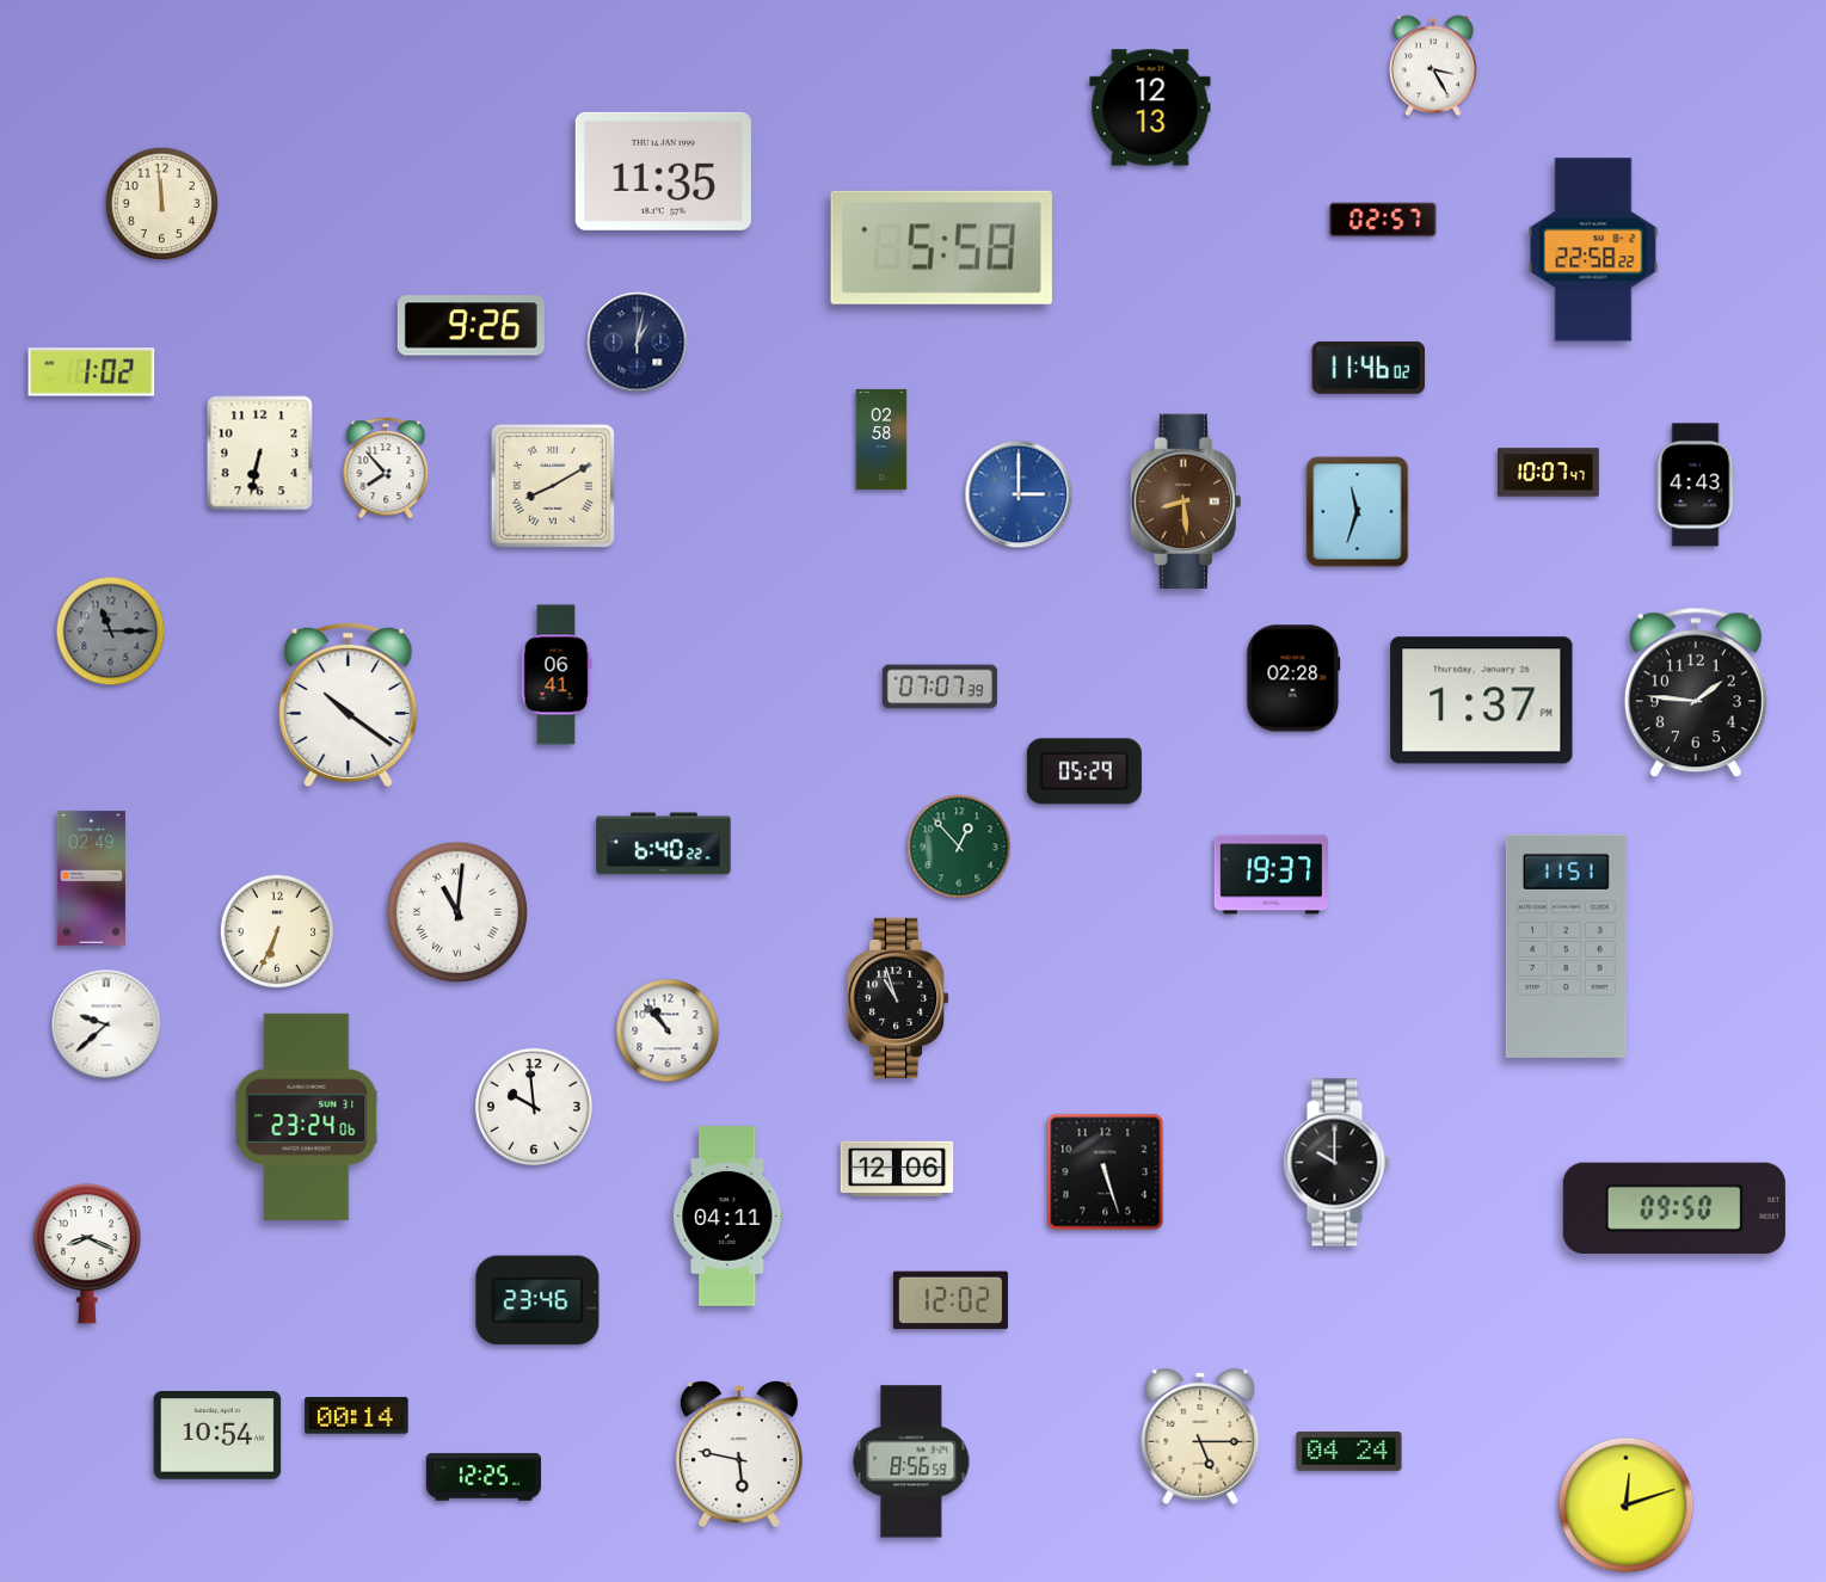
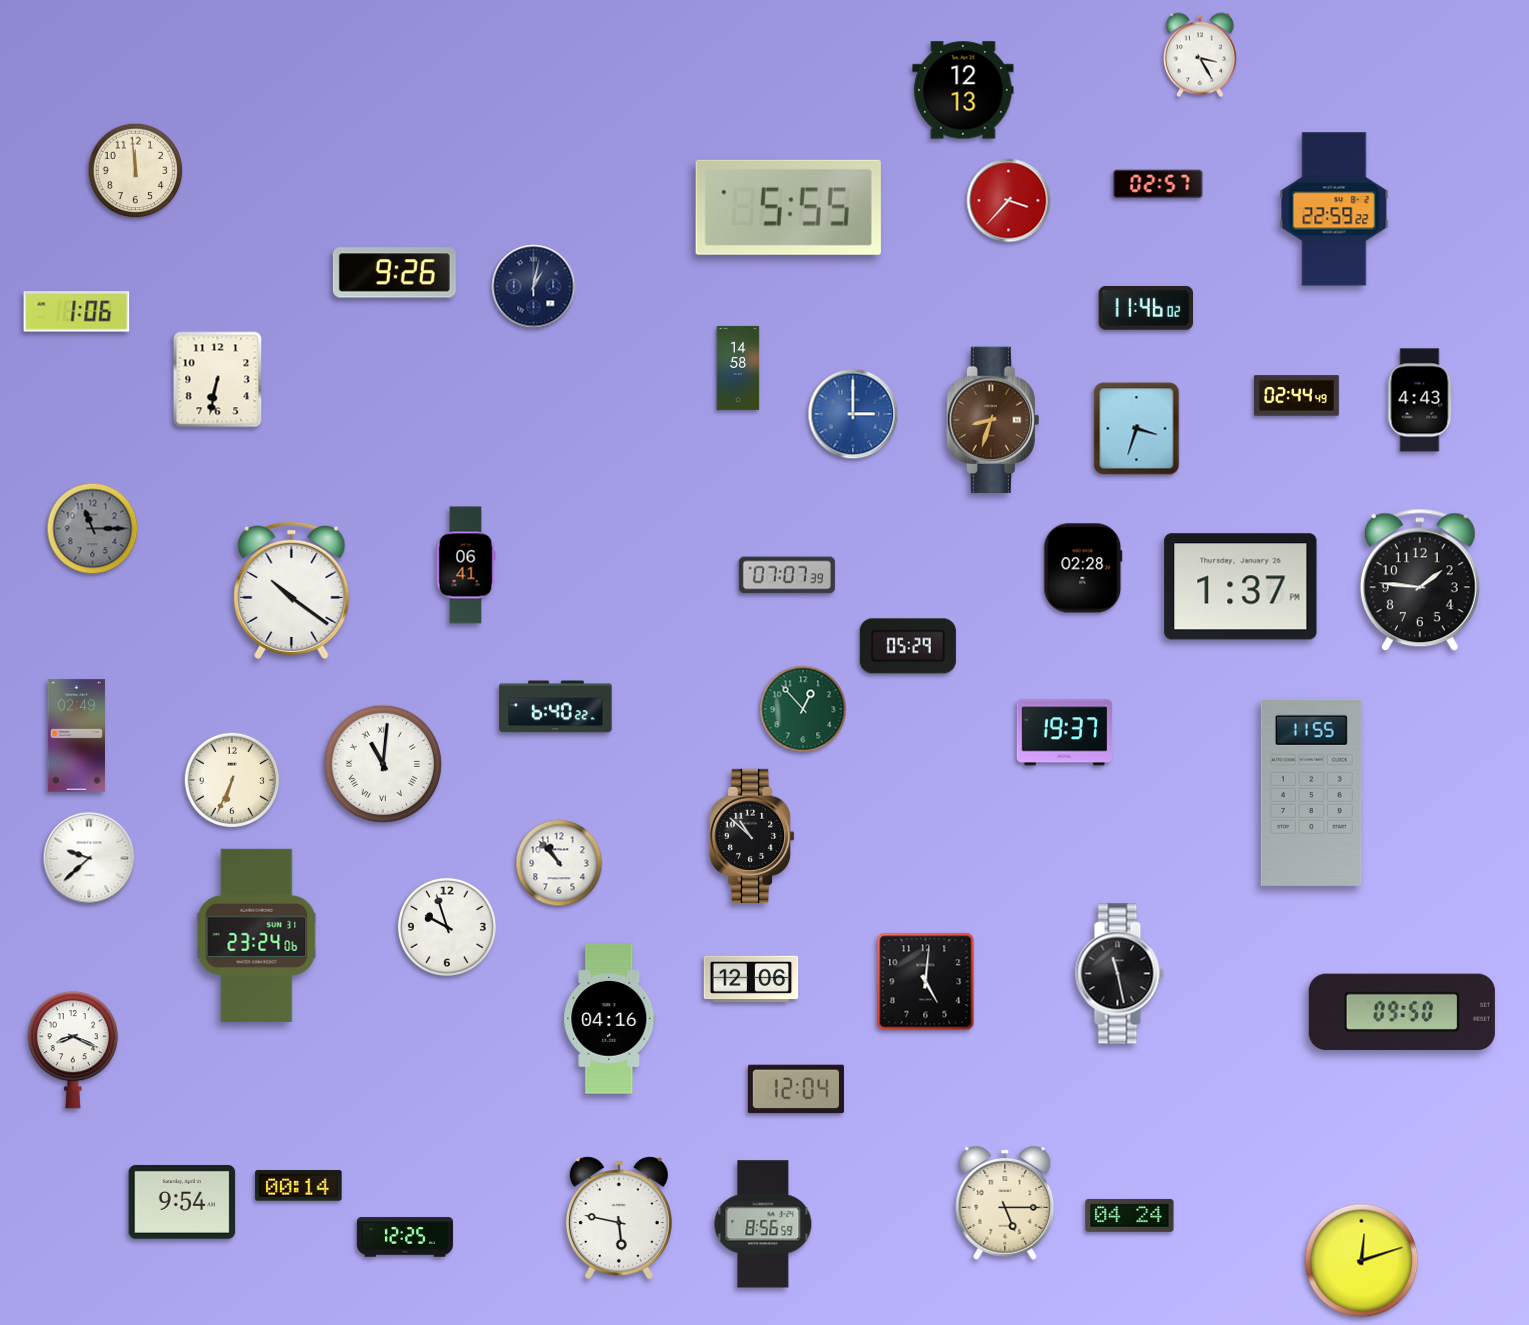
clock at (663, 171): 11:35 -> none
clock at (1009, 201): none -> 3:37
clock at (941, 247): 5:58 -> 5:55
clock at (1593, 250): 22:58 -> 22:59
clock at (92, 373): 1:02 -> 1:06
clock at (881, 439): 02:58 -> 14:58
clock at (386, 468): 7:53 -> none
clock at (1549, 473): 10:07 -> 02:44
clock at (1696, 485) position: (1696, 485) -> (1420, 400)
clock at (553, 486): 8:10 -> none
clock at (1186, 501): 8:29 -> 8:33
clock at (1358, 512): 11:33 -> 3:33
clock at (1566, 946): 11:51 -> 11:55
clock at (898, 998): 10:57 -> 10:52
clock at (534, 1107): 9:59 -> 9:57
clock at (1336, 1163): 10:00 -> 11:28
clock at (1106, 1172): 5:27 -> 5:01
clock at (728, 1217): 04:11 -> 04:16
clock at (537, 1300): 23:46 -> none
clock at (951, 1300): 12:02 -> 12:04
clock at (217, 1436): 10:54 -> 9:54
